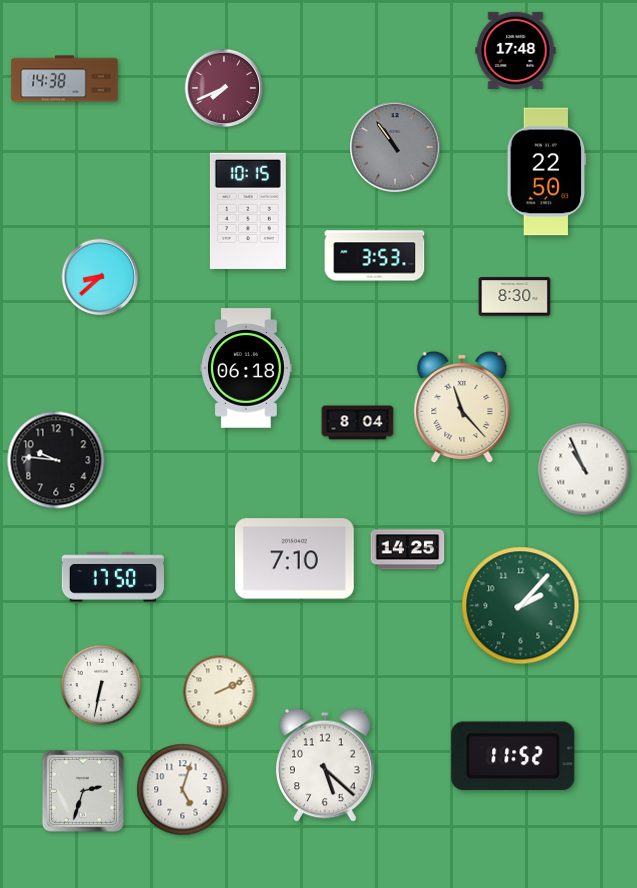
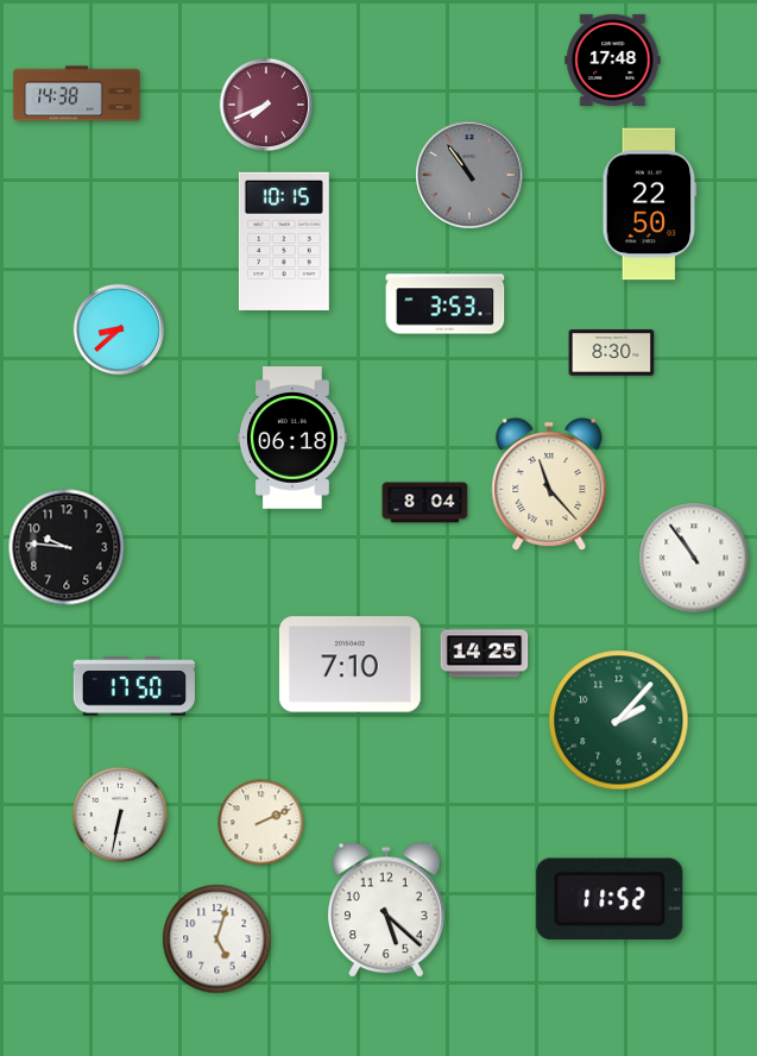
clock at (248, 211) position: (248, 211) -> (284, 241)
clock at (584, 469): 10:56 -> 10:54
clock at (83, 791): 2:33 -> none
